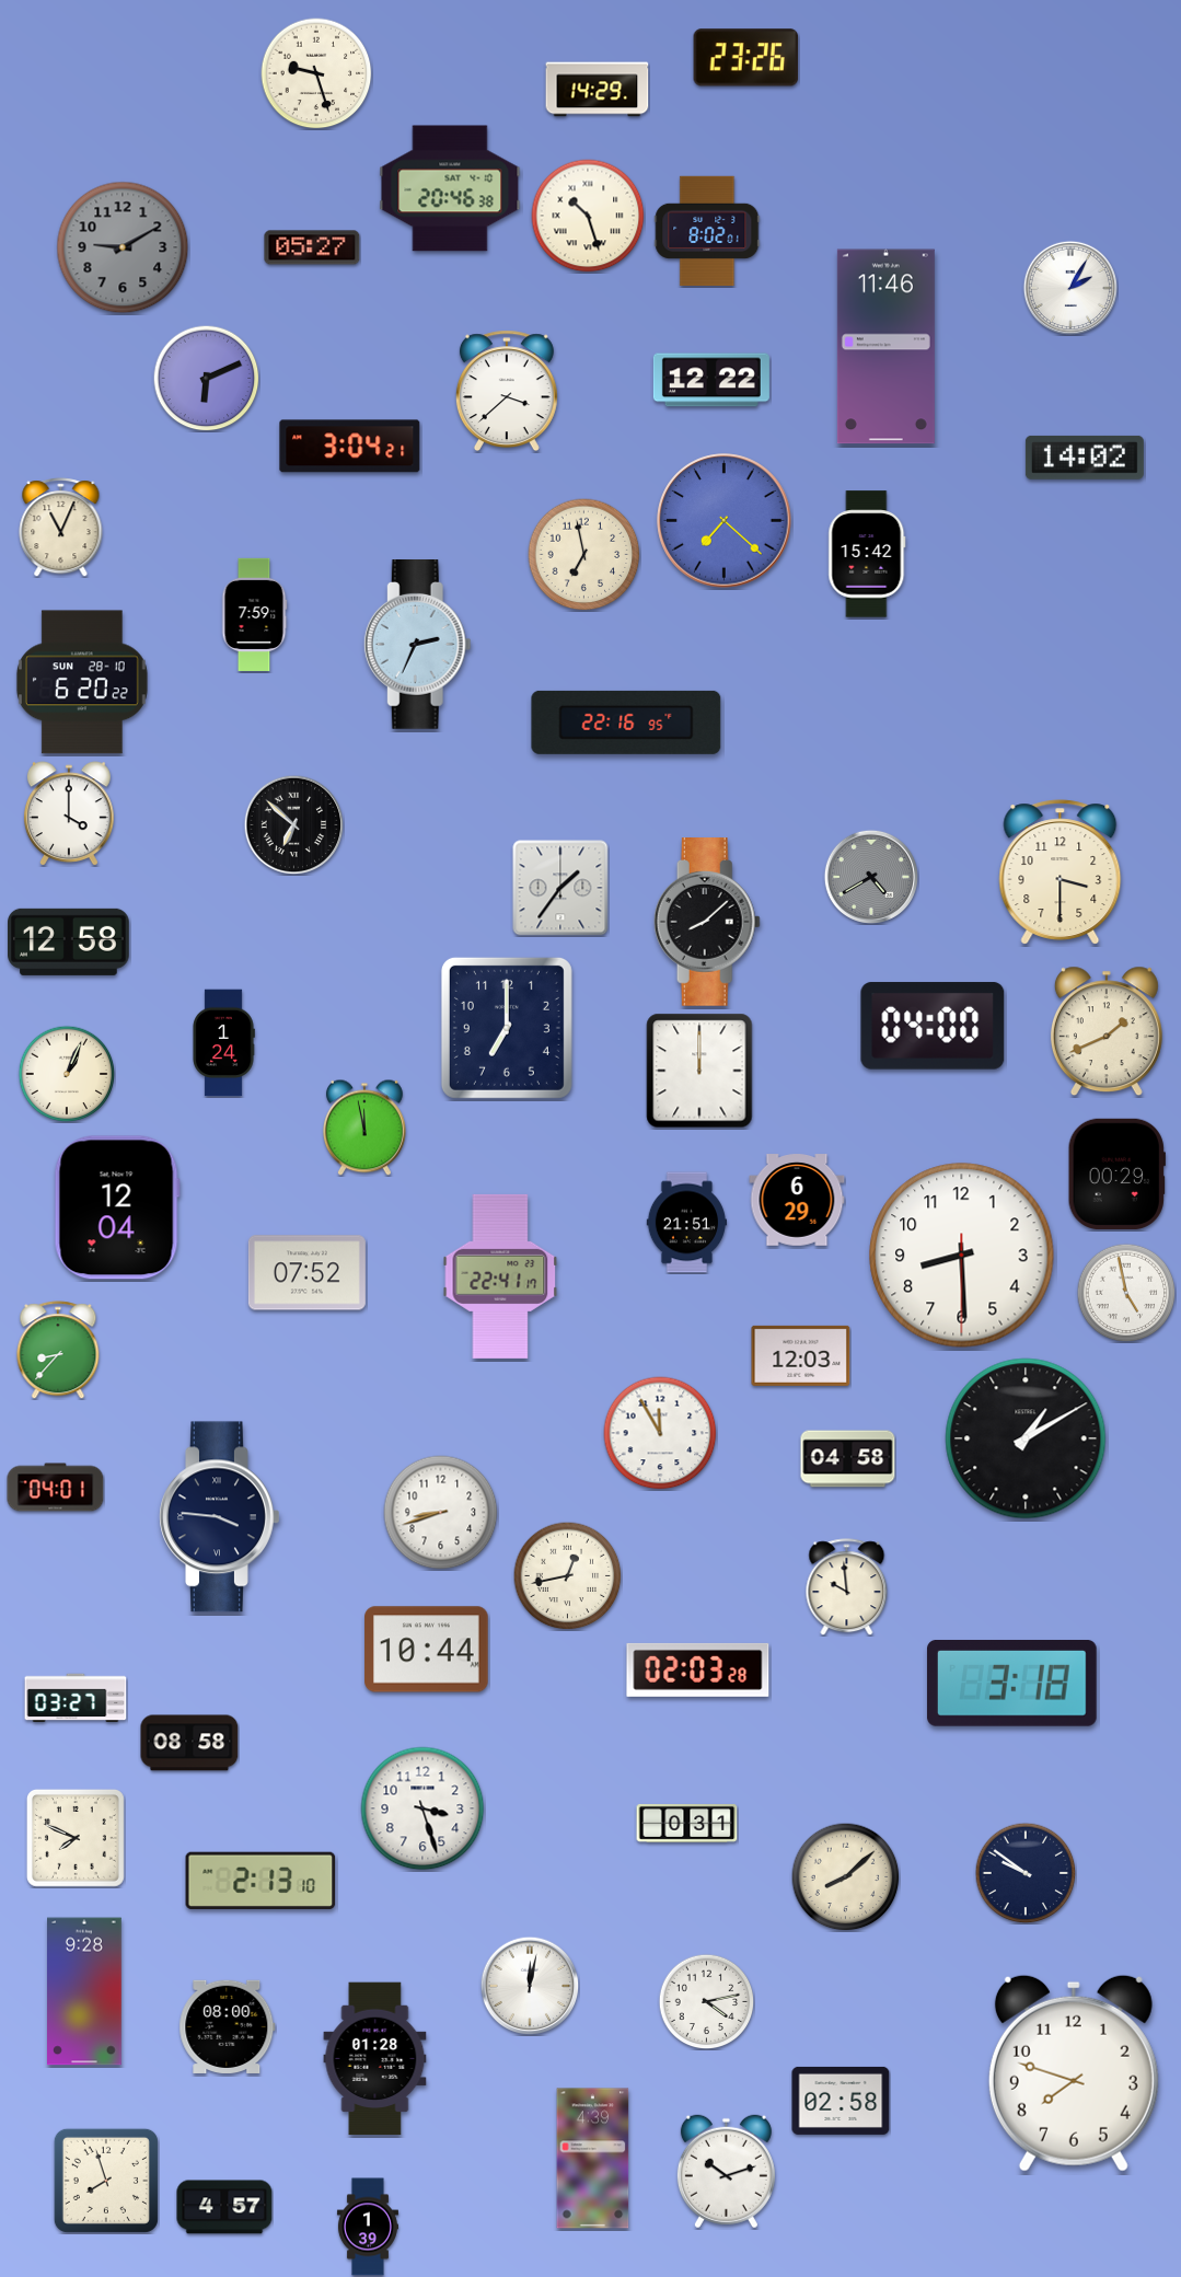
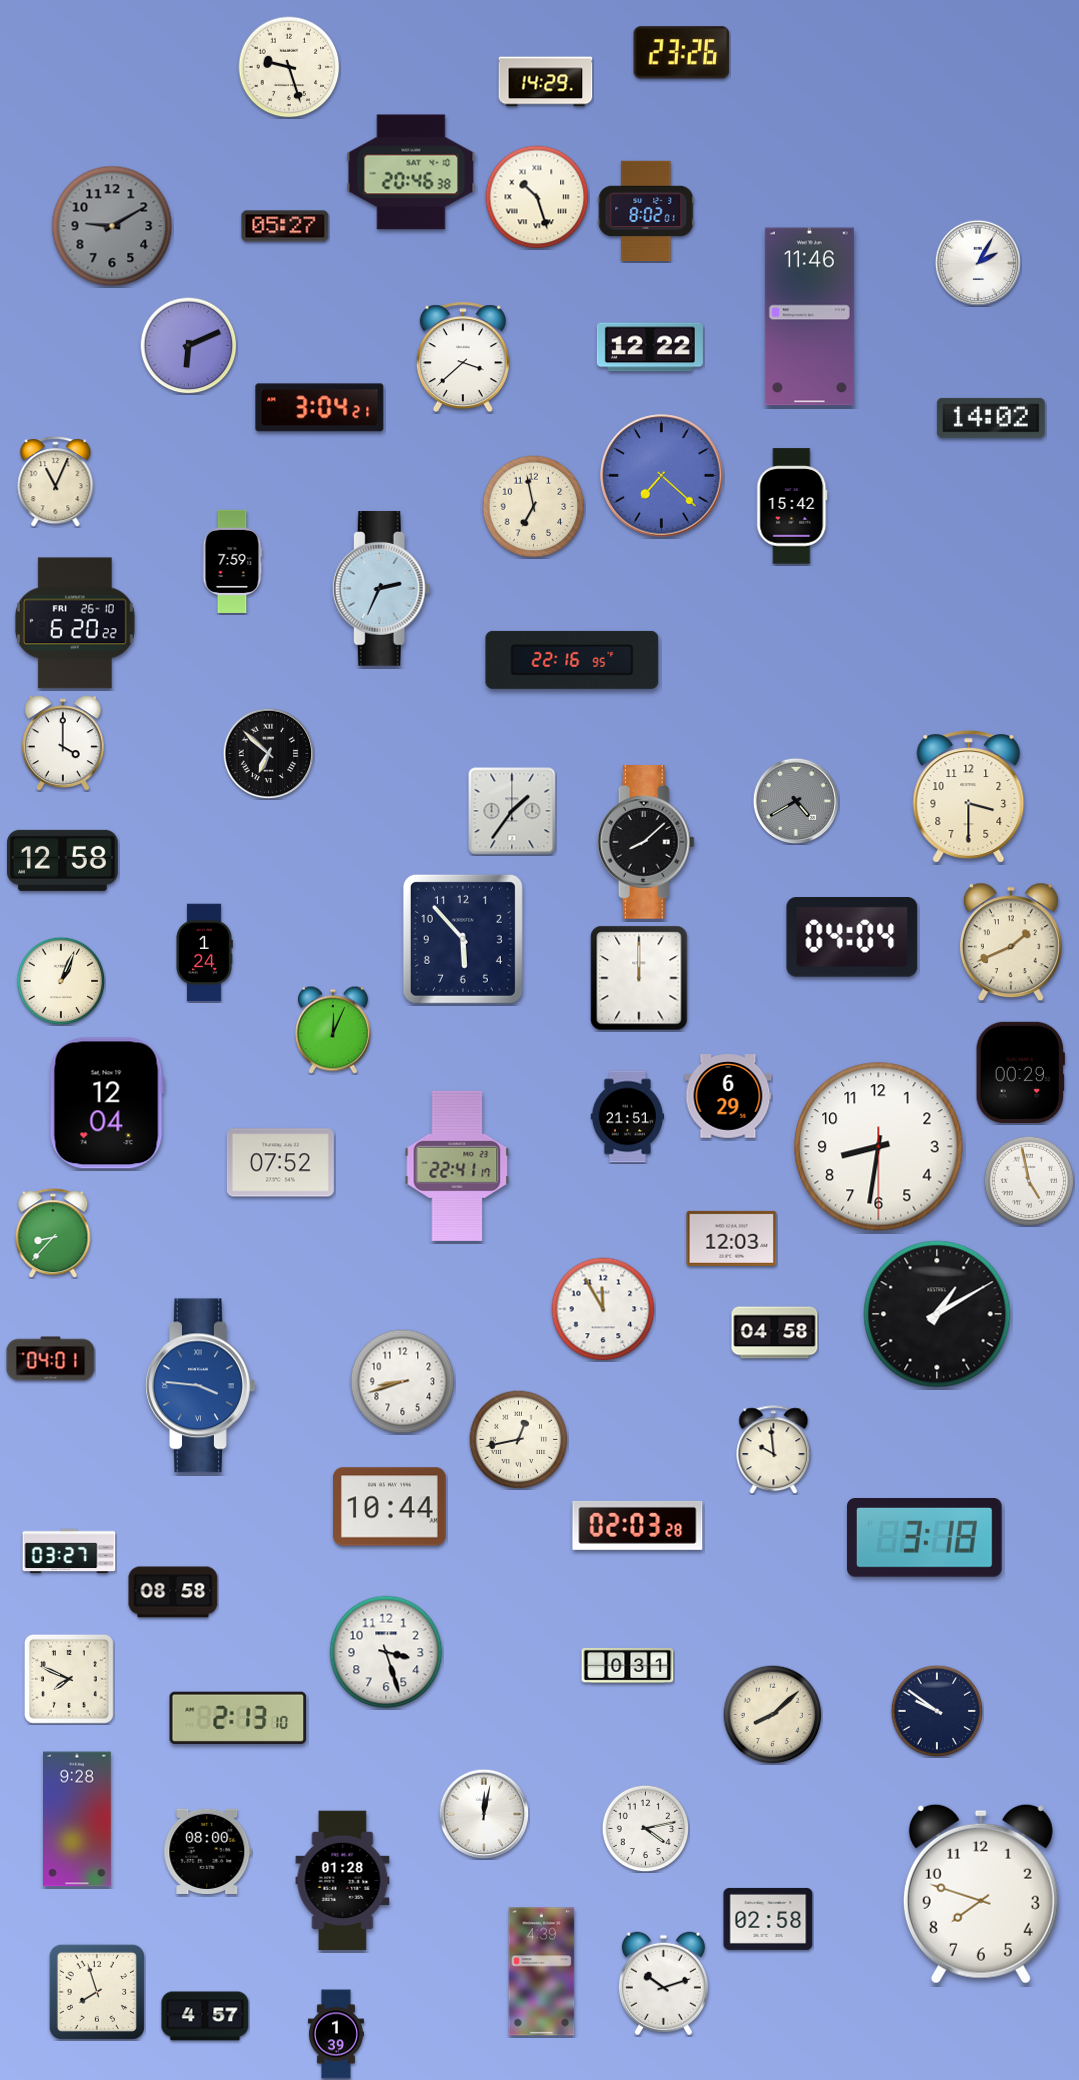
clock at (82, 682) date: SUN 28-10 -> FRI 26-10
clock at (933, 1026): 04:00 -> 04:04
clock at (507, 1028): 7:00 -> 5:53
clock at (364, 1128): 11:58 -> 12:04
clock at (962, 1256): 8:29 -> 8:31
clock at (220, 1517) dial: navy -> blue
